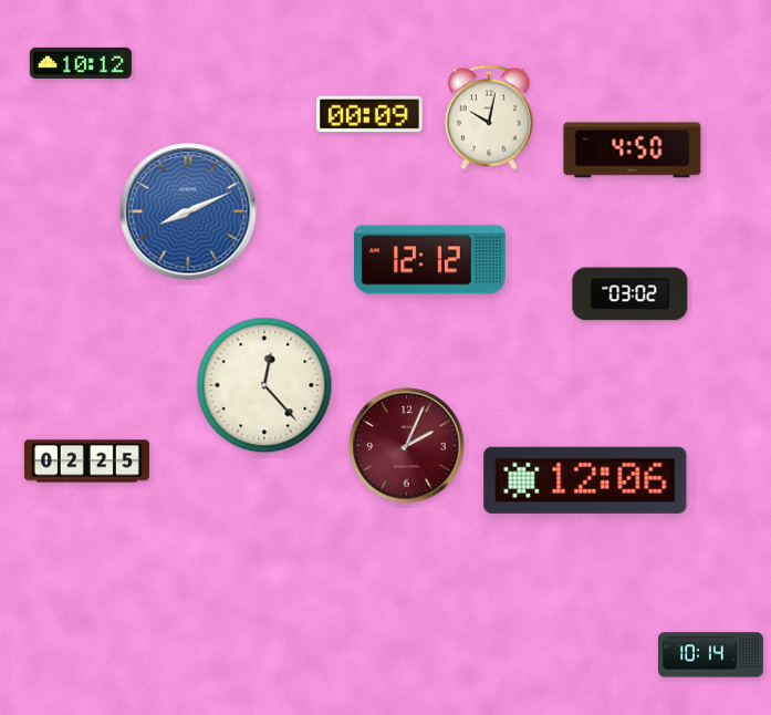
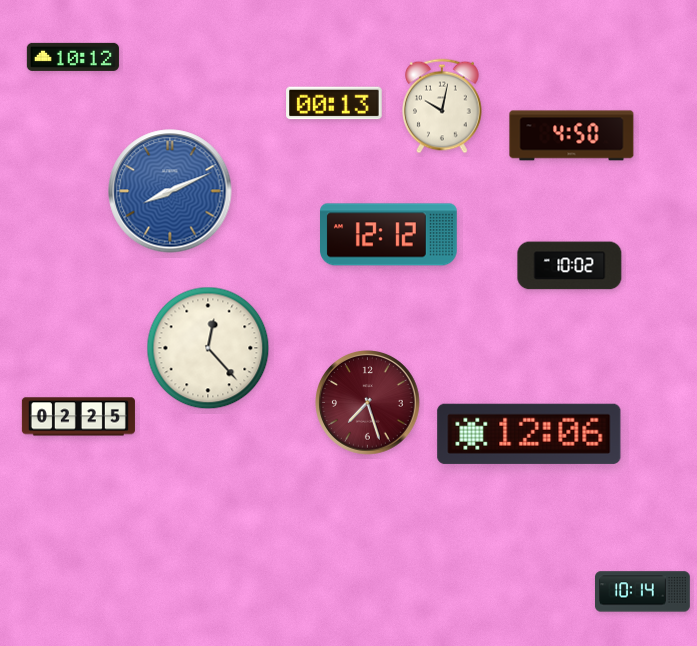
clock at (369, 114): 00:09 -> 00:13
clock at (631, 294): 03:02 -> 10:02
clock at (264, 385) position: (264, 385) -> (208, 348)
clock at (407, 446): 2:04 -> 7:27
